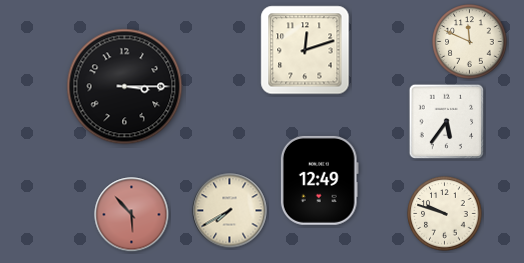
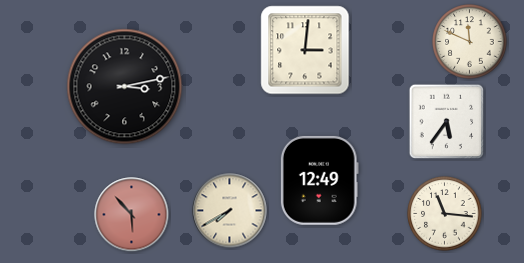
clock at (305, 50): 12:12 -> 3:01
clock at (125, 87): 3:15 -> 3:13
clock at (445, 214): 9:48 -> 11:16
